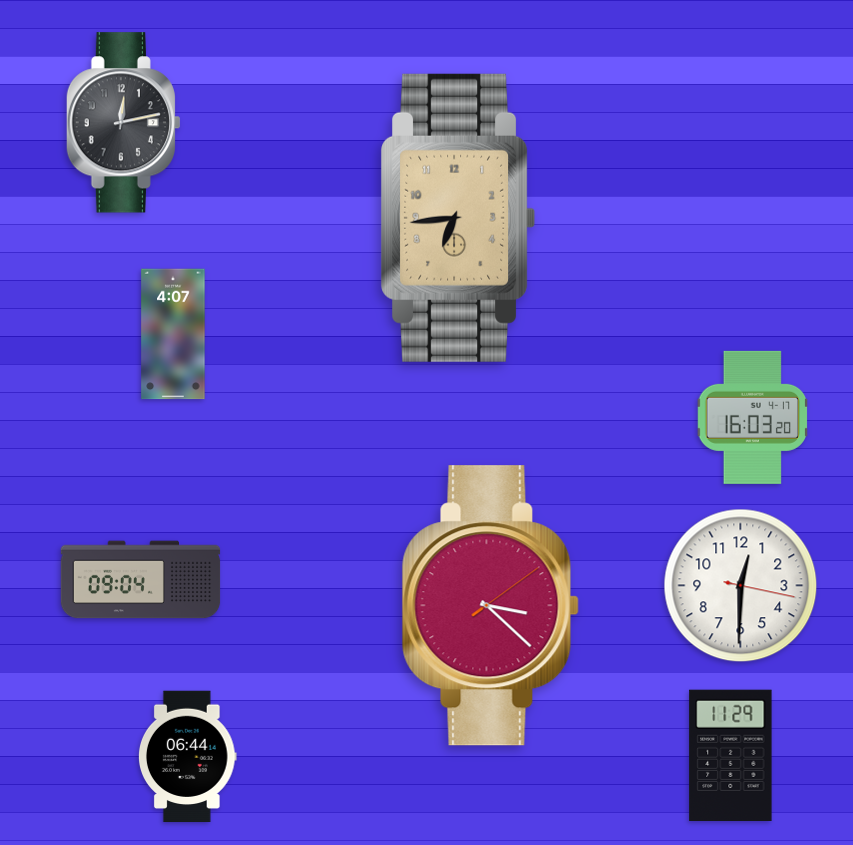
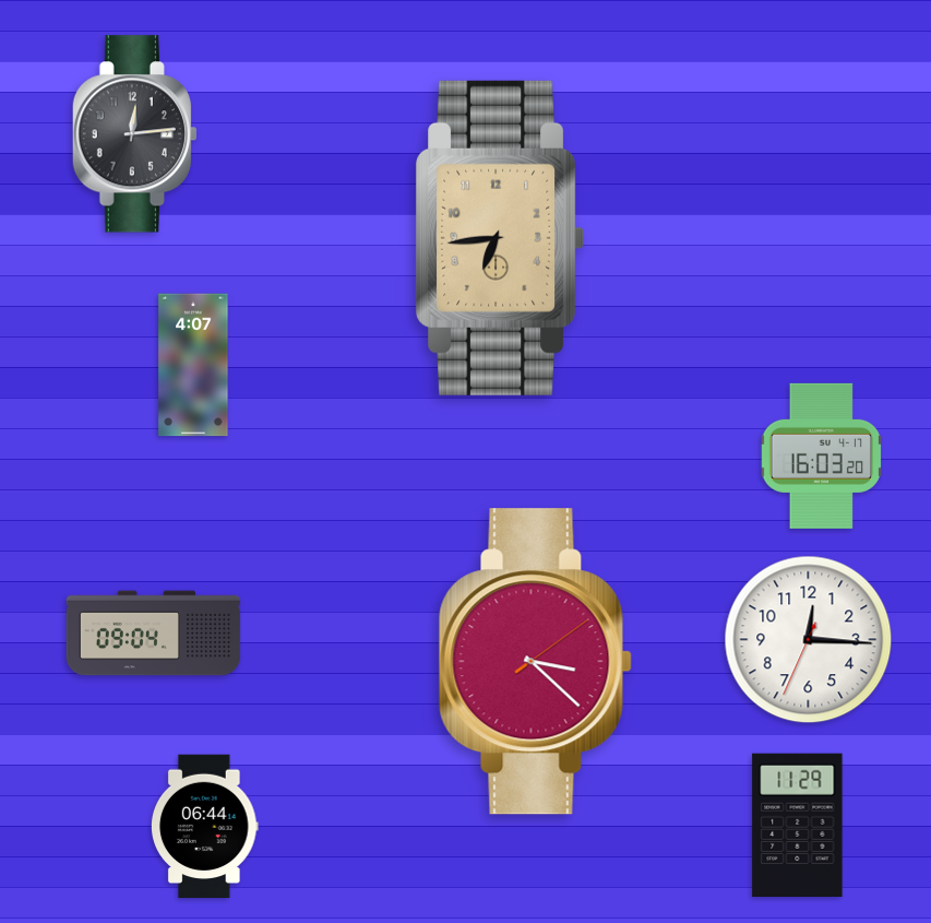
clock at (123, 123): 12:13 -> 12:14
clock at (173, 334) position: (173, 334) -> (193, 365)
clock at (741, 586): 12:30 -> 12:15
